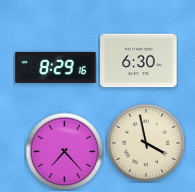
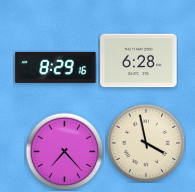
clock at (139, 61): 6:30 -> 6:28
